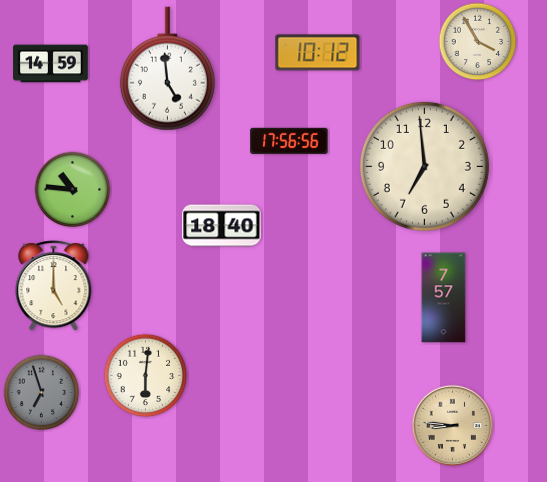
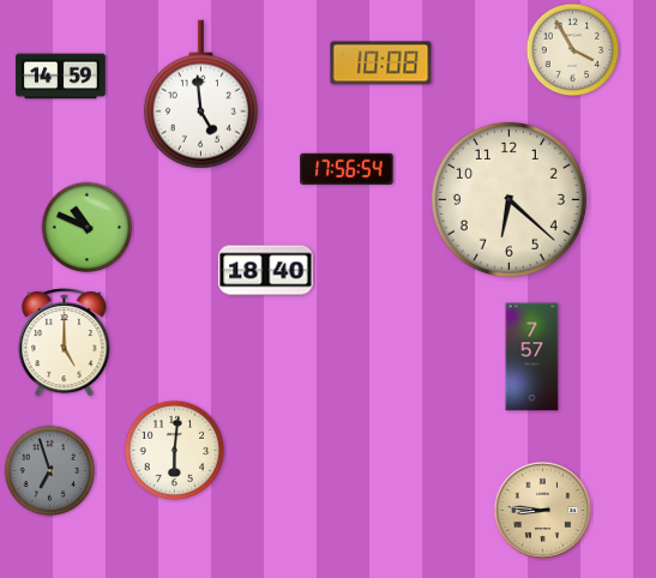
clock at (318, 53): 10:12 -> 10:08
clock at (167, 69) position: (167, 69) -> (200, 95)
clock at (289, 141): 17:56:56 -> 17:56:54
clock at (424, 166): 6:59 -> 6:22
clock at (73, 190): 10:46 -> 10:49
